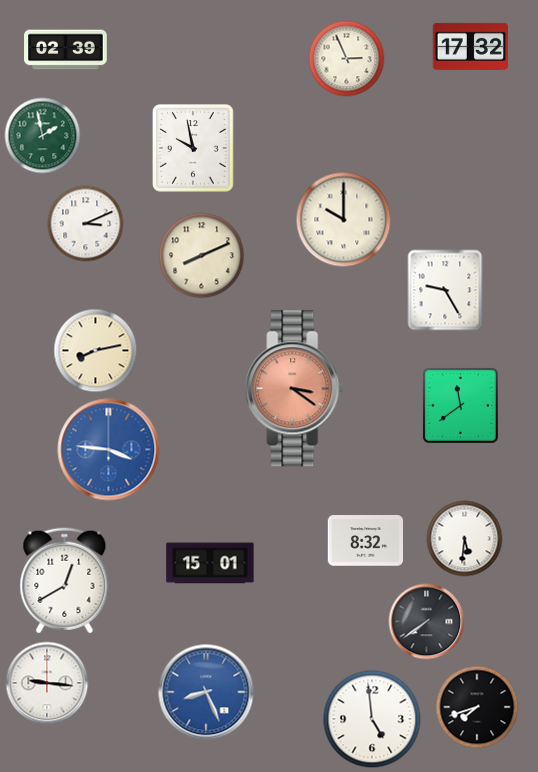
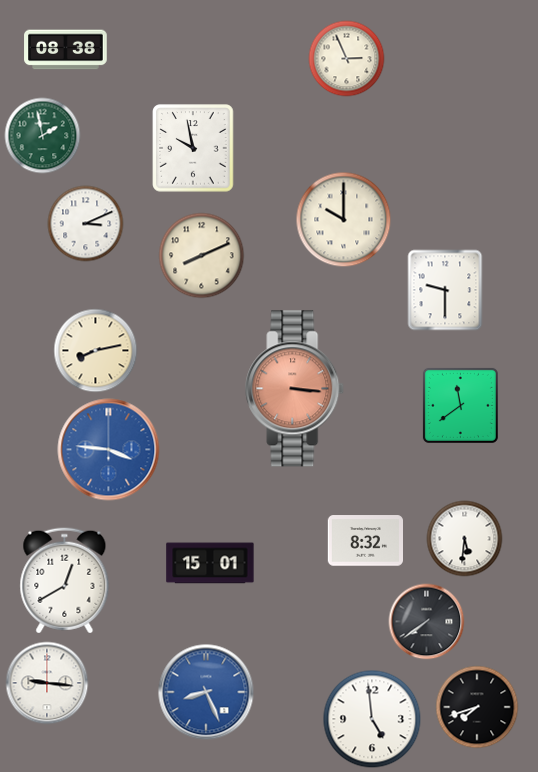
clock at (470, 46): 17:32 -> none
clock at (66, 50): 02:39 -> 08:38
clock at (445, 290): 9:25 -> 9:30
clock at (295, 389): 3:21 -> 3:16
